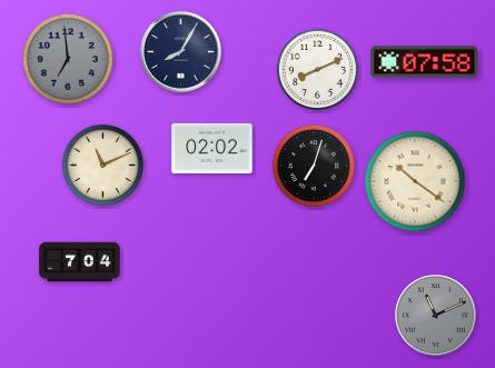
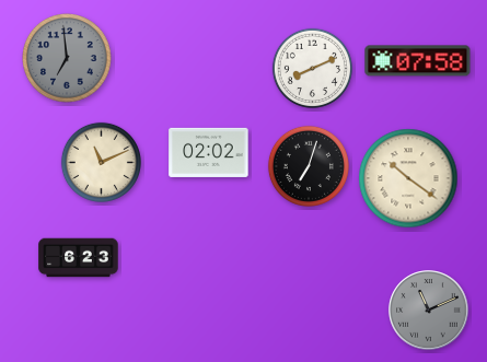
clock at (181, 52): 8:05 -> none
clock at (212, 148) position: (212, 148) -> (209, 152)
clock at (314, 166) position: (314, 166) -> (309, 166)
clock at (80, 262): 7:04 -> 6:23
